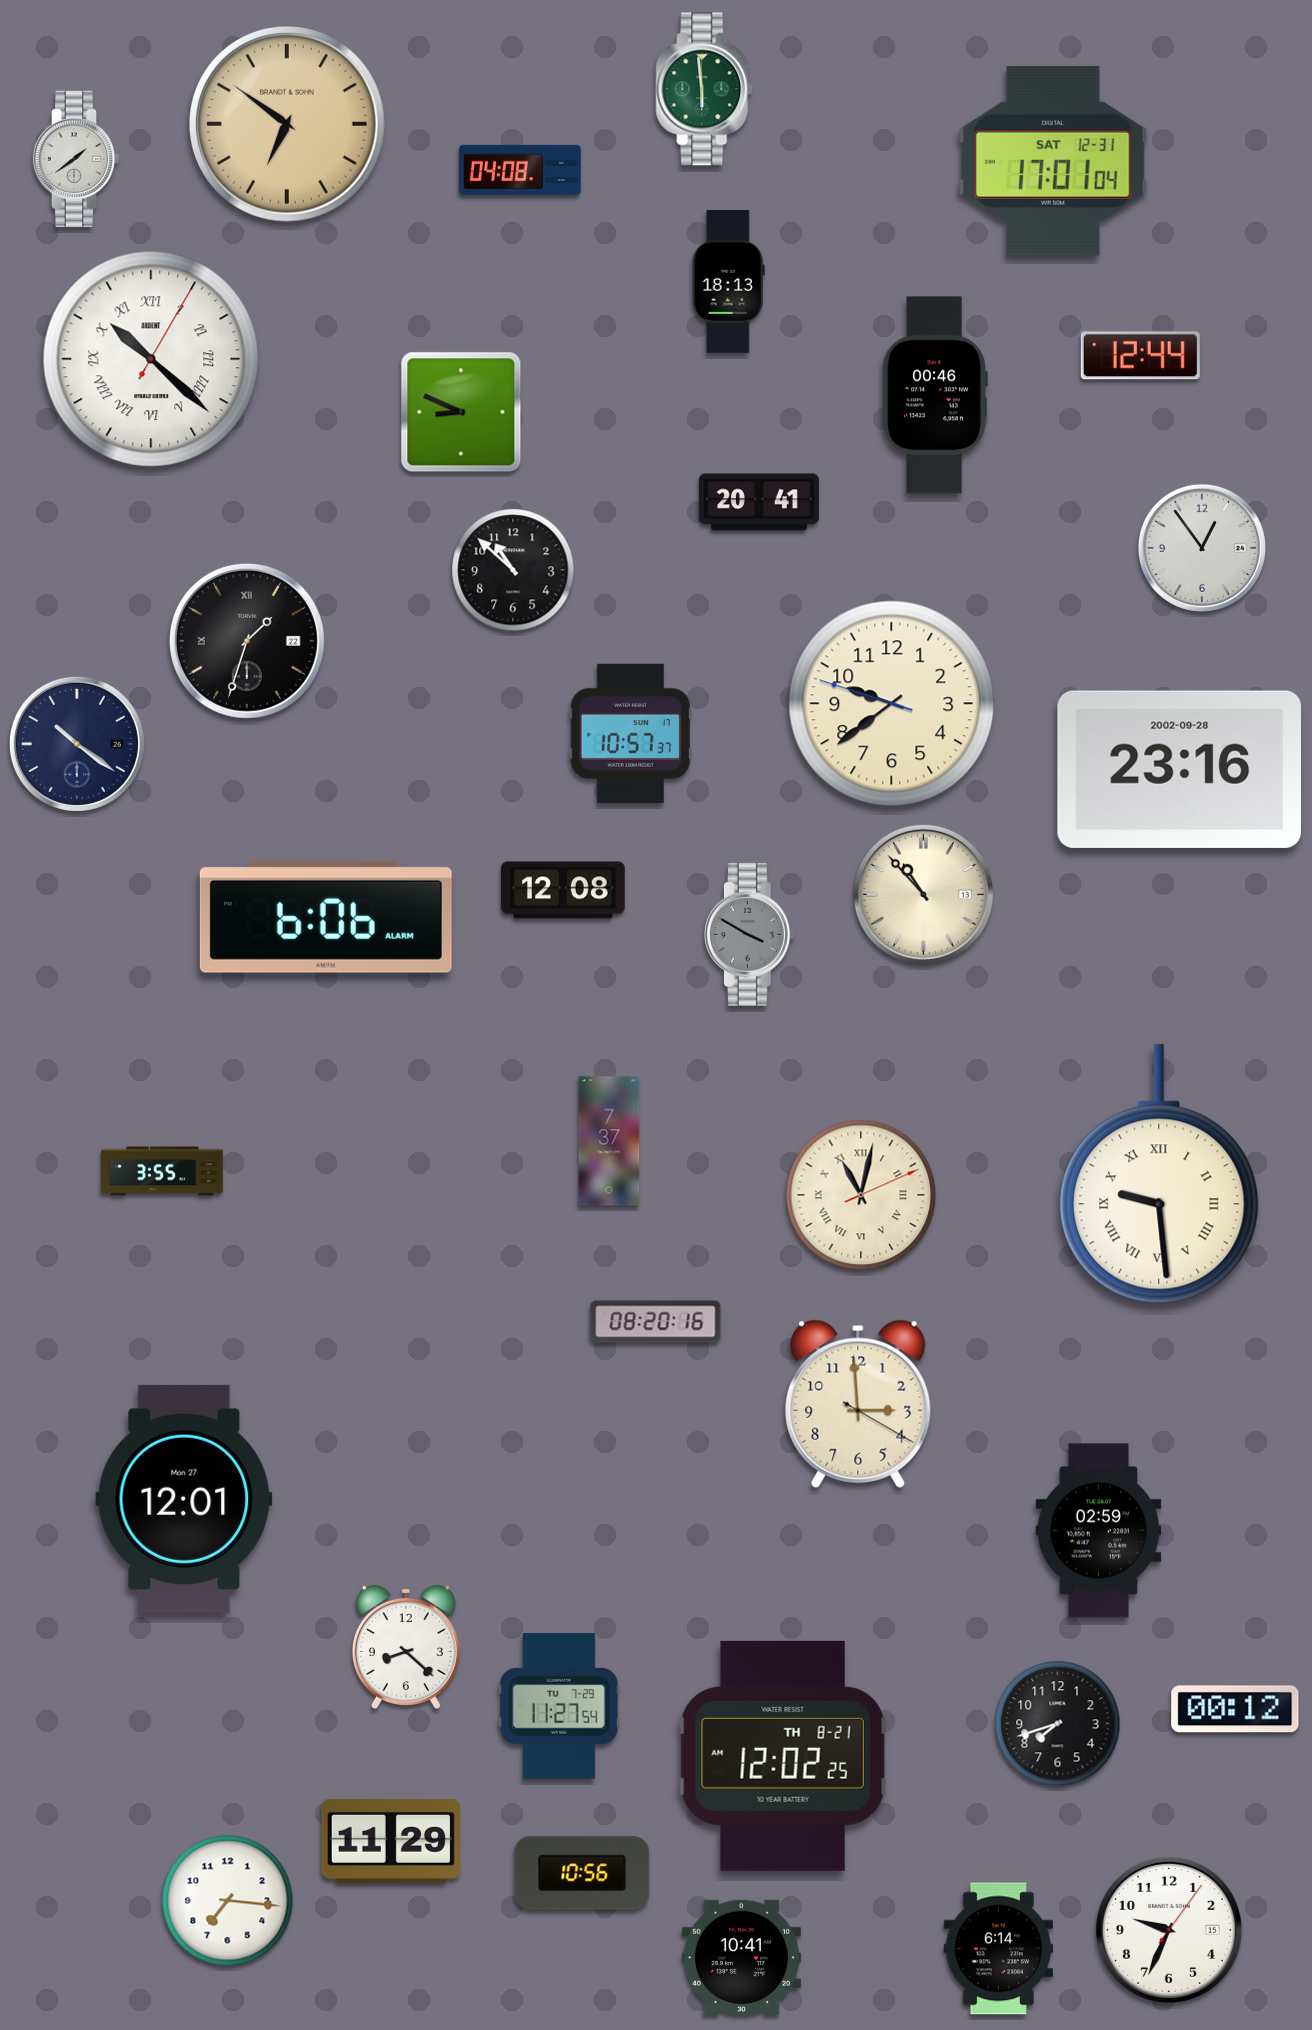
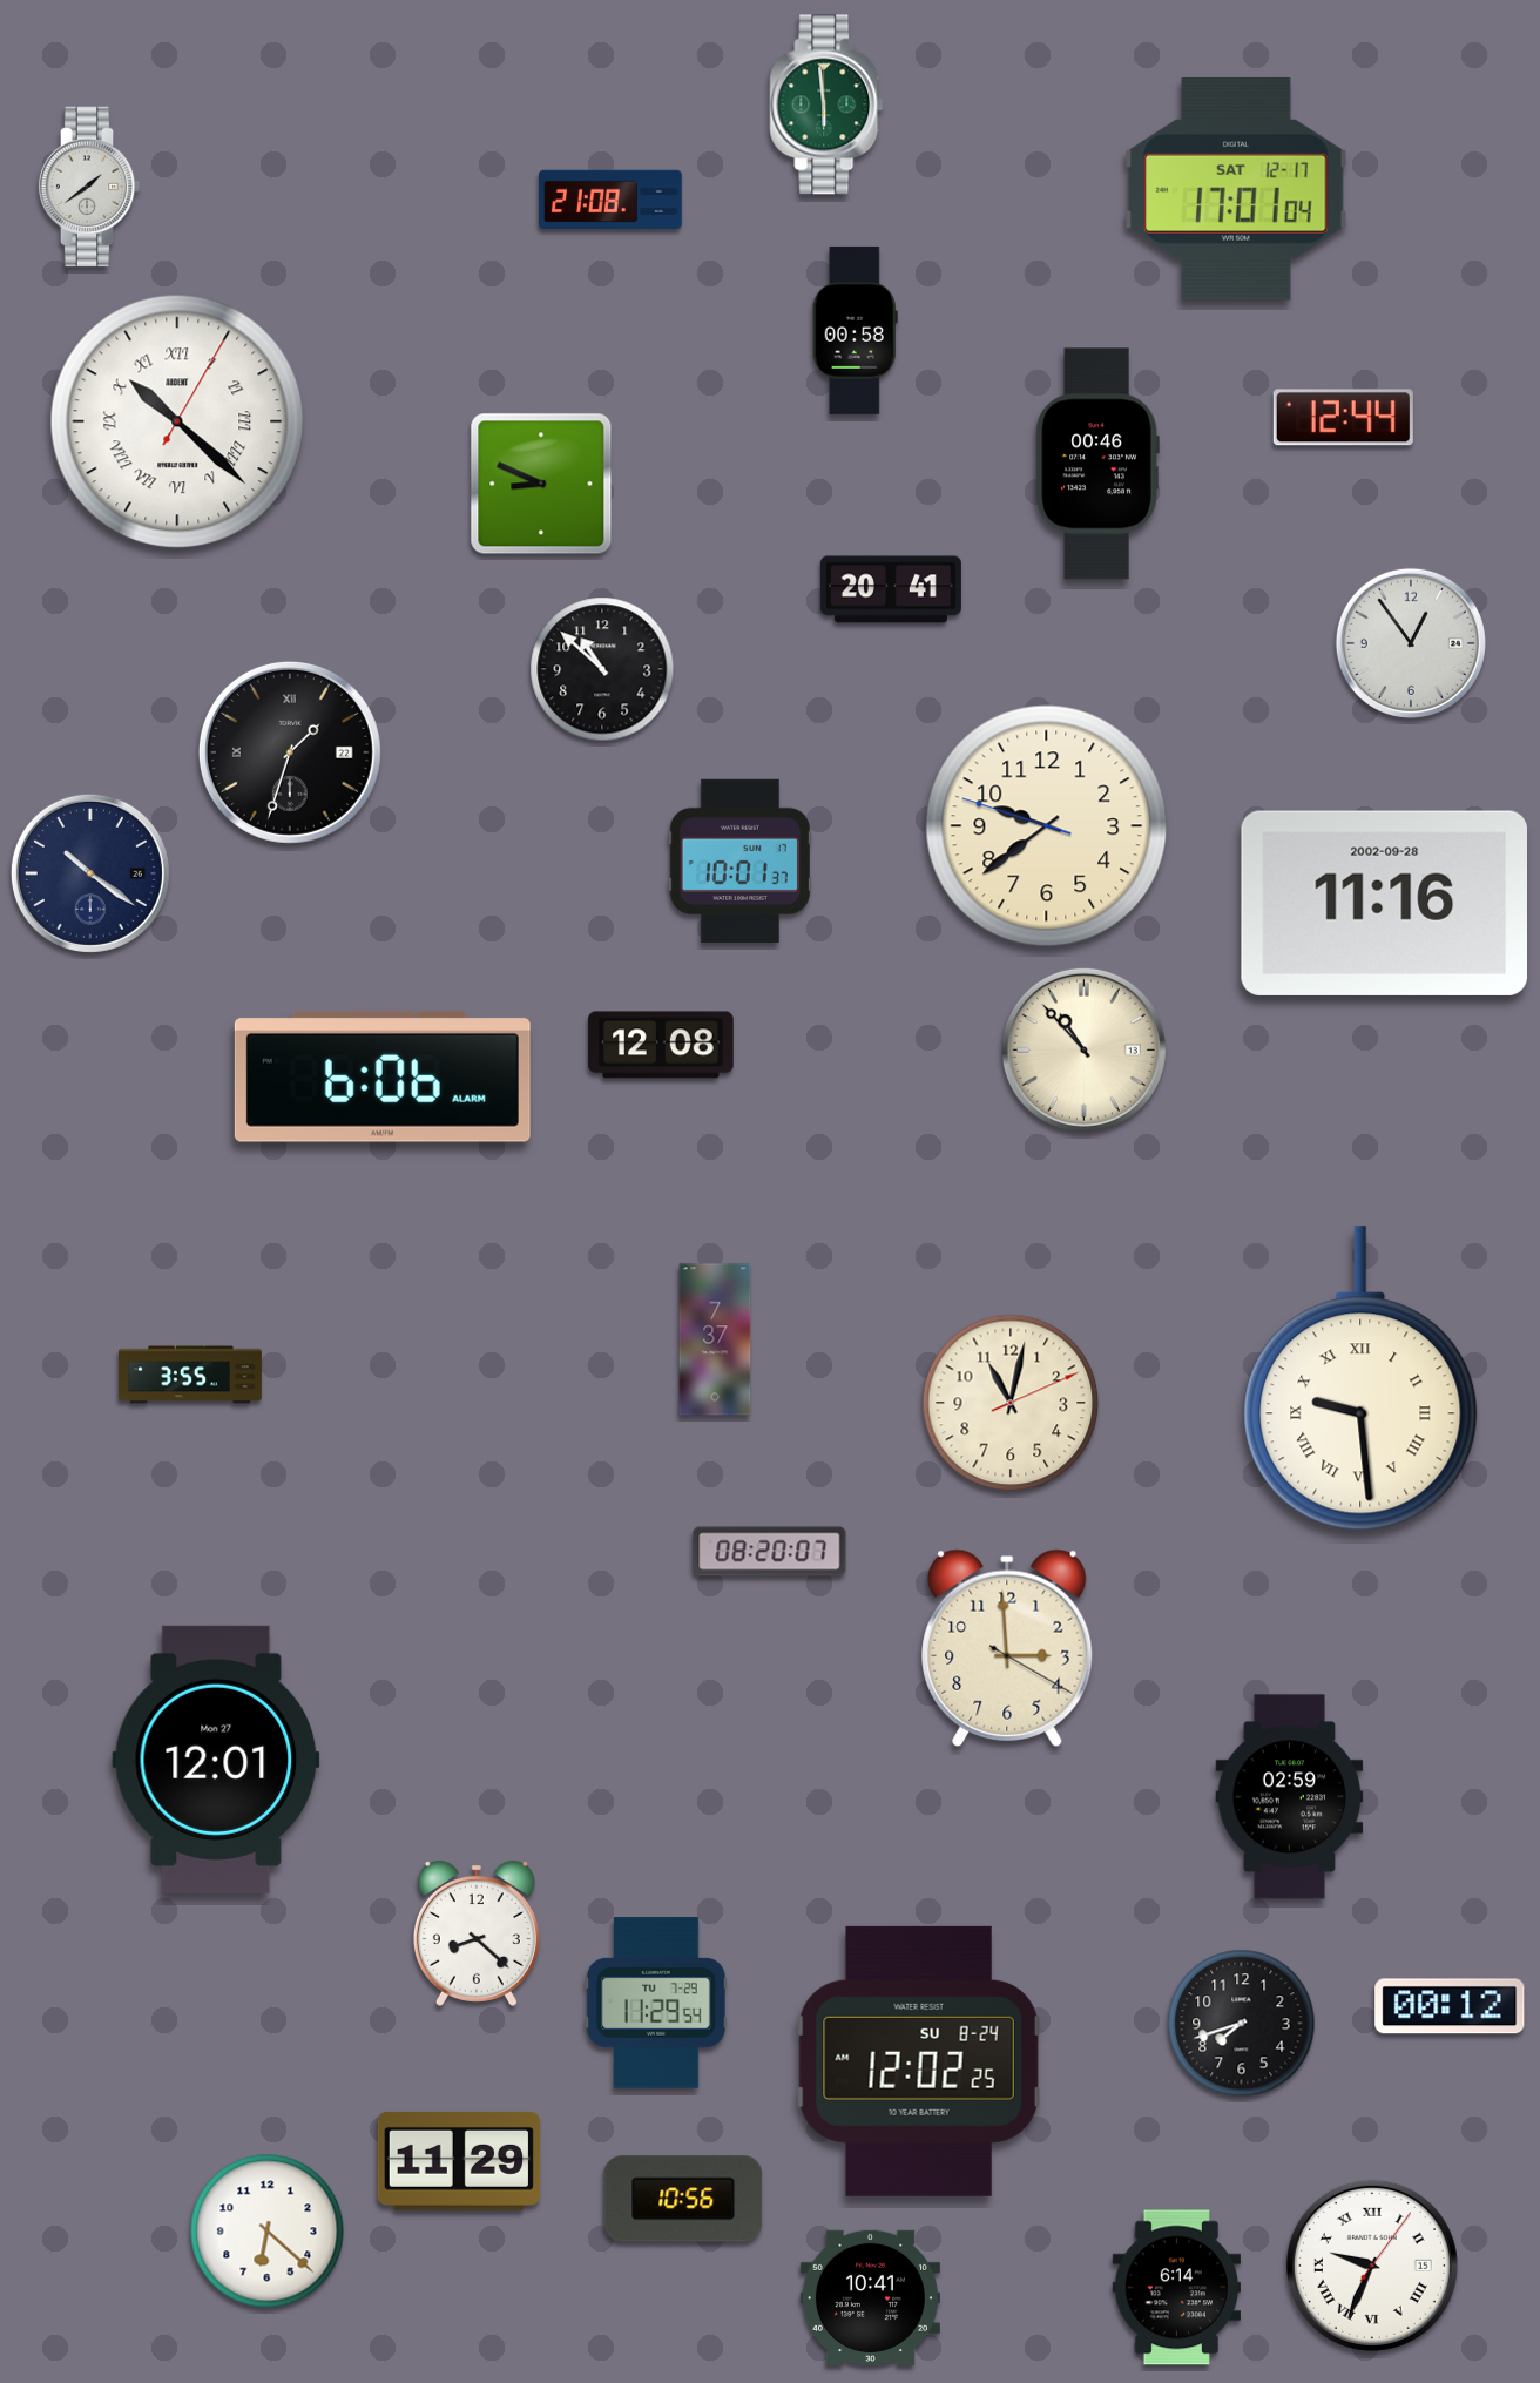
clock at (288, 125): 6:51 -> none
clock at (1054, 162) date: SAT 12-31 -> SAT 12-17
clock at (521, 170): 04:08 -> 21:08
clock at (728, 281): 18:13 -> 00:58
clock at (1140, 356) position: (1140, 356) -> (1343, 418)
clock at (630, 733): 10:57 -> 10:01
clock at (1179, 769): 23:16 -> 11:16
clock at (749, 934): 3:50 -> none
clock at (861, 1195) numerals: Roman -> Arabic
clock at (656, 1322): 08:20:16 -> 08:20:07
clock at (559, 1706): 11:27 -> 11:29
clock at (783, 1756) date: TH 8-21 -> SU 8-24
clock at (228, 1901): 7:16 -> 6:22
clock at (1169, 1930) numerals: Arabic -> Roman
clock at (998, 1949) position: (998, 1949) -> (1176, 2288)
